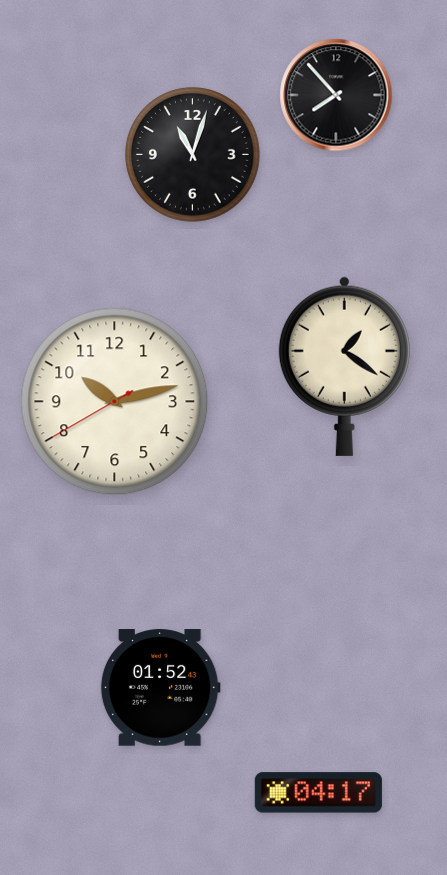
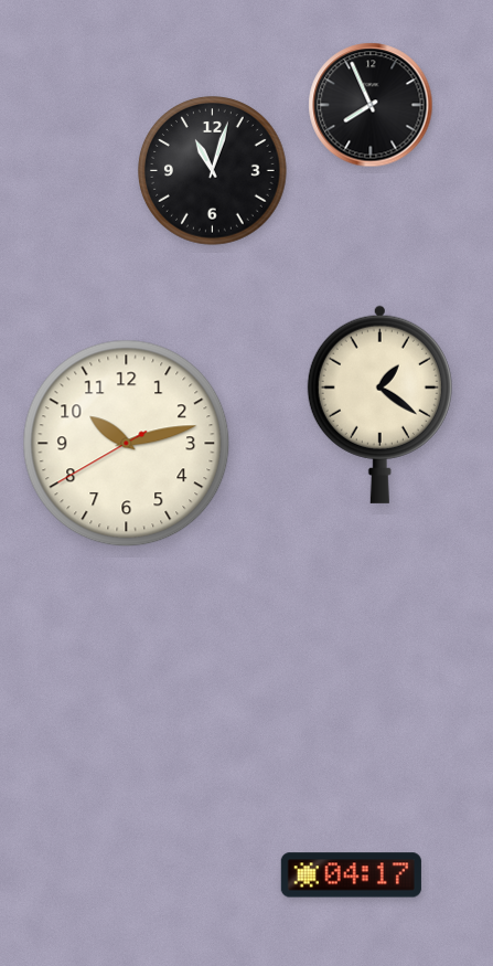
clock at (336, 95): 7:53 -> 7:56
clock at (160, 688): 01:52 -> none
